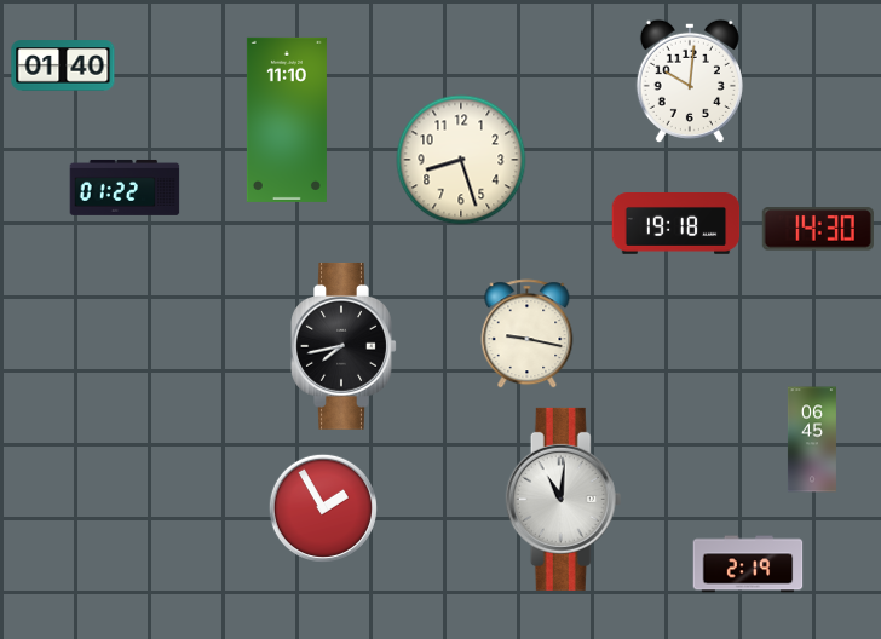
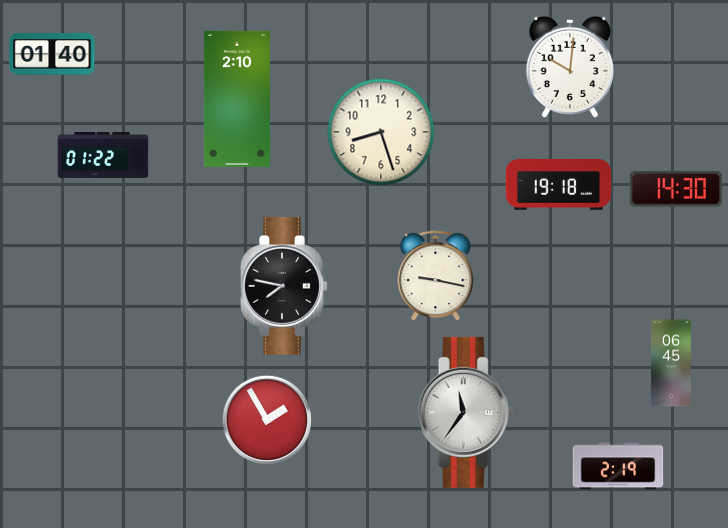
clock at (287, 120): 11:10 -> 2:10
clock at (344, 346): 7:43 -> 7:47
clock at (564, 499): 11:01 -> 11:36
